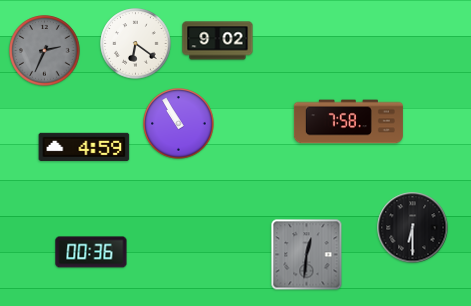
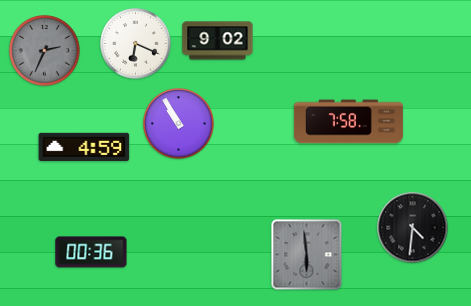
clock at (136, 44): 6:21 -> 6:19
clock at (413, 228): 6:30 -> 4:31
clock at (307, 255): 12:31 -> 5:59
